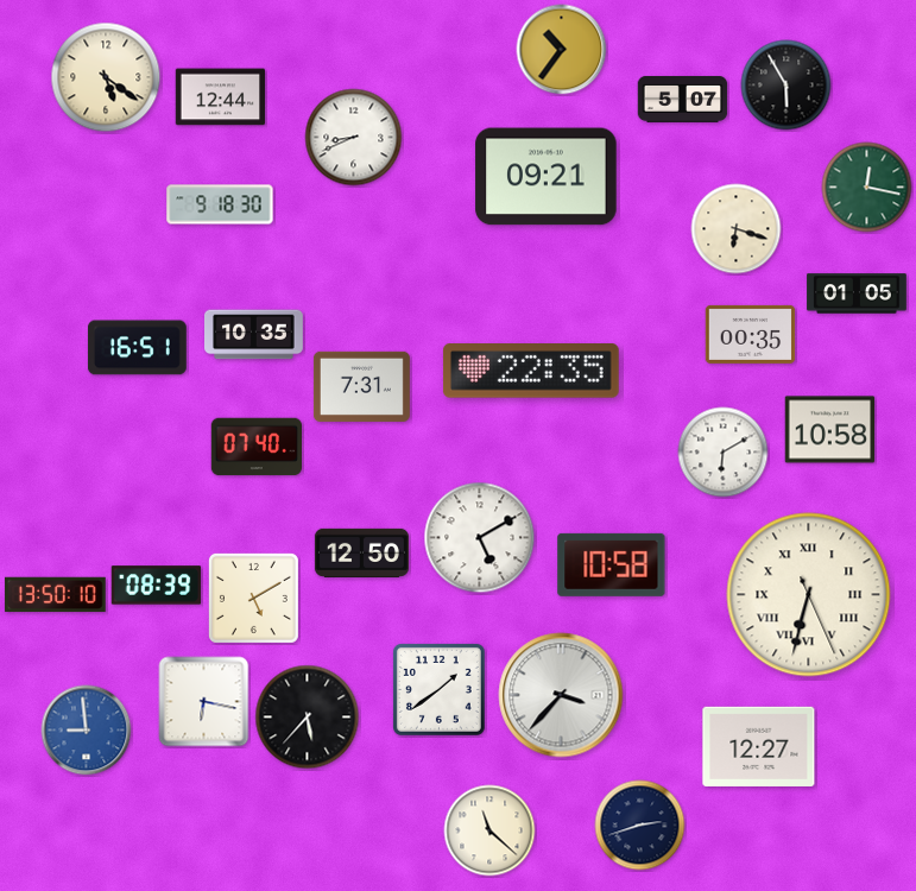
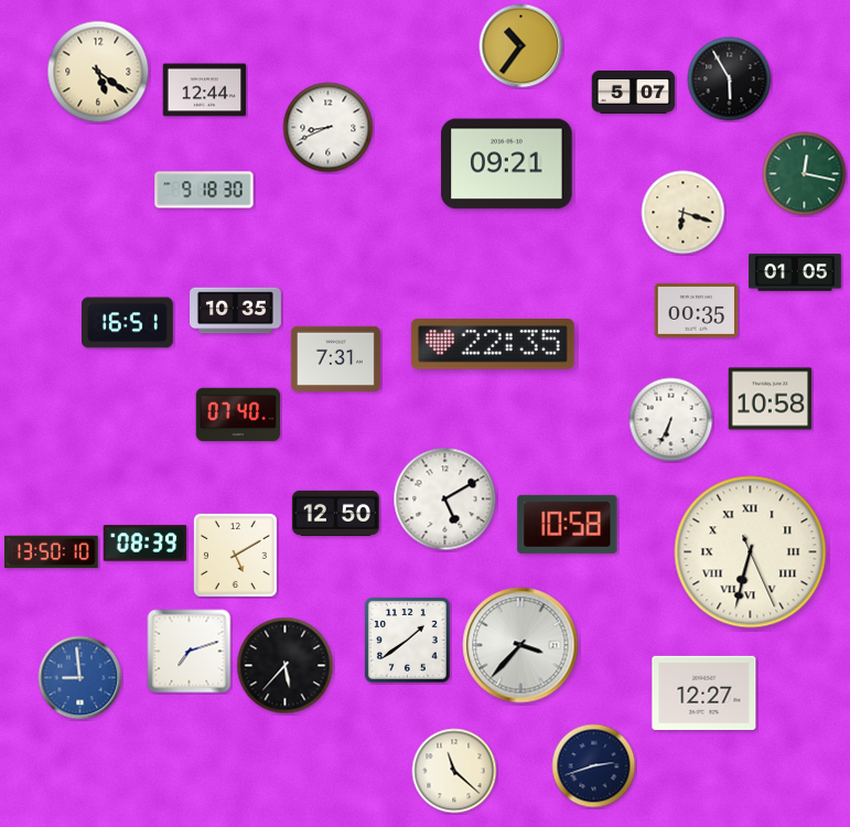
clock at (724, 453): 6:10 -> 6:34
clock at (204, 702): 6:17 -> 7:12
